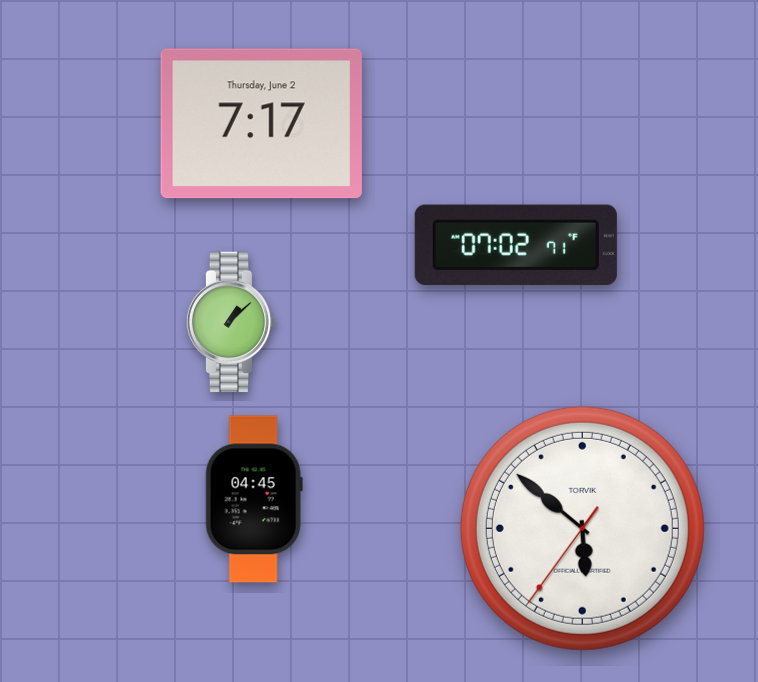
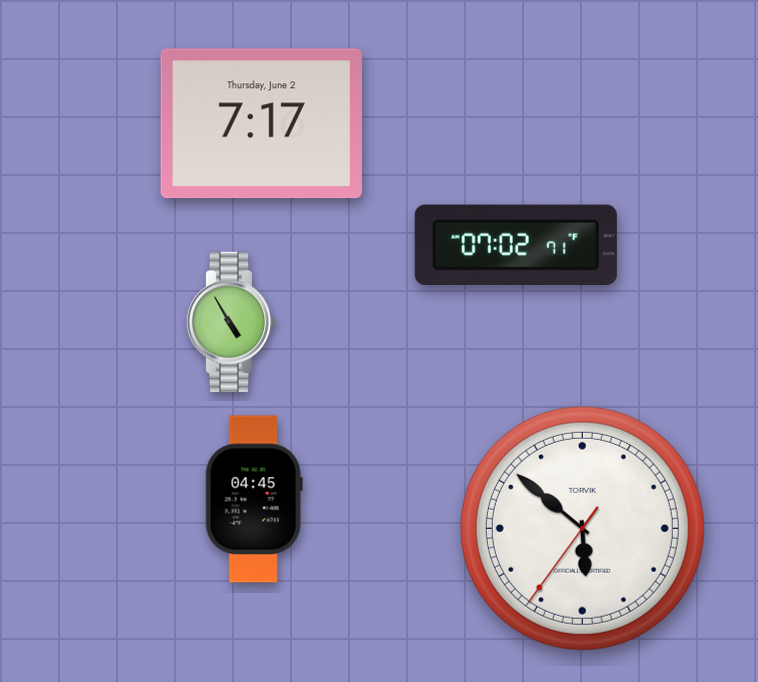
clock at (231, 322): 1:08 -> 4:55
